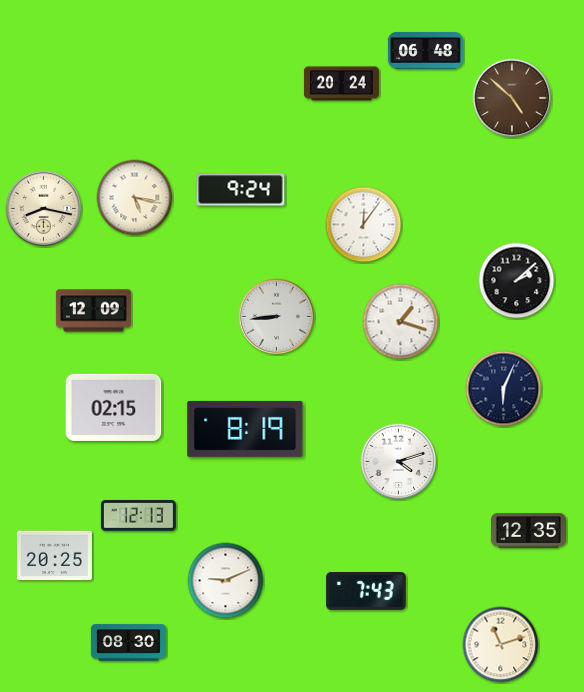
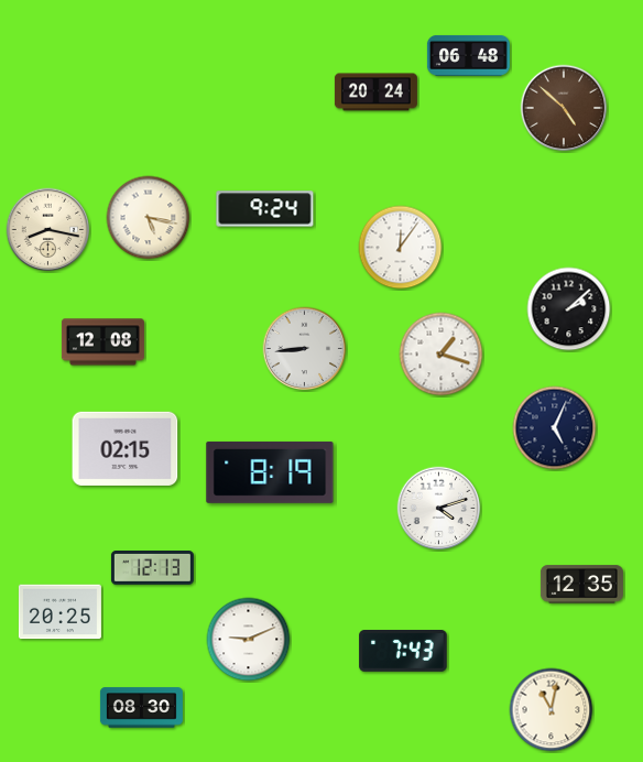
clock at (93, 311): 12:09 -> 12:08
clock at (504, 389): 6:04 -> 5:04
clock at (501, 645): 11:12 -> 11:02
